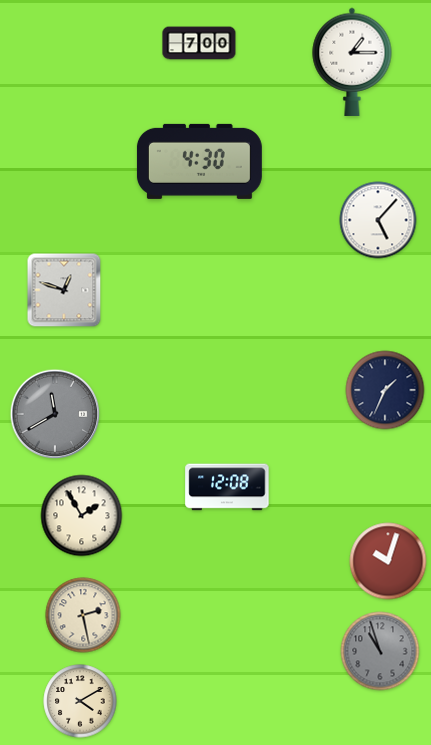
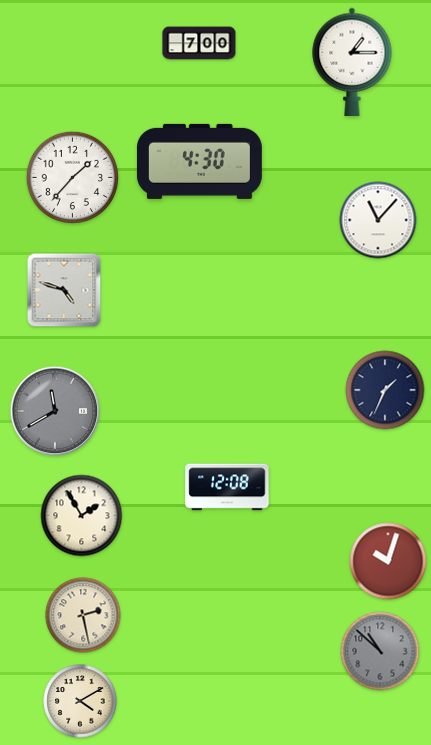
clock at (72, 177): none -> 1:37
clock at (378, 220): 5:07 -> 11:07
clock at (64, 290): 12:48 -> 4:48
clock at (55, 414) position: (55, 414) -> (55, 411)
clock at (380, 651): 10:57 -> 10:52
